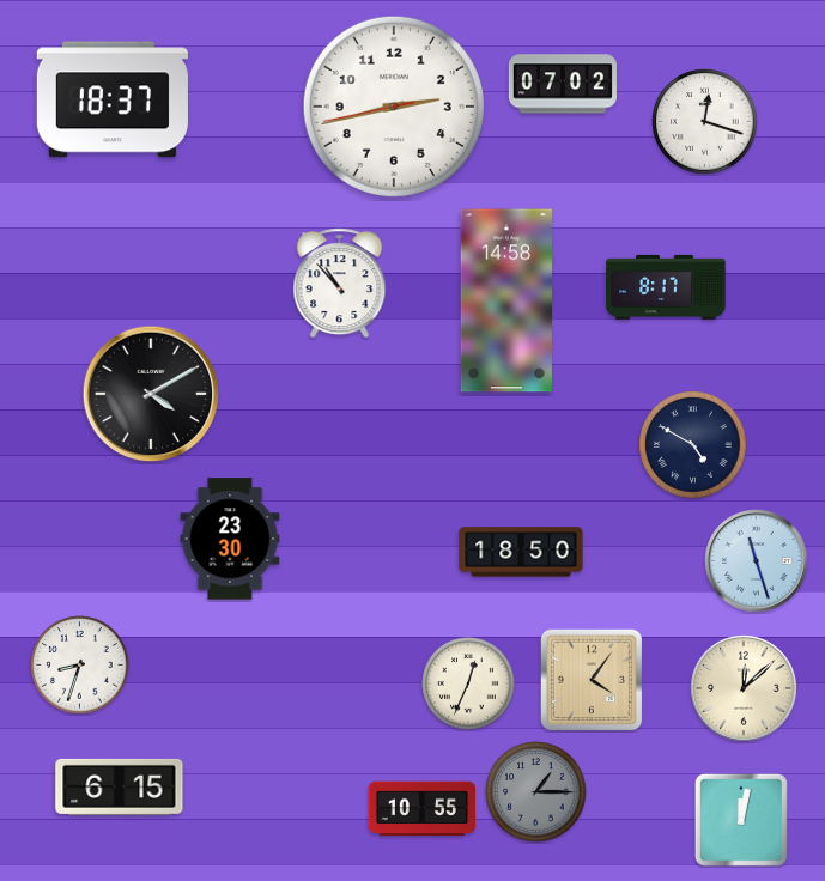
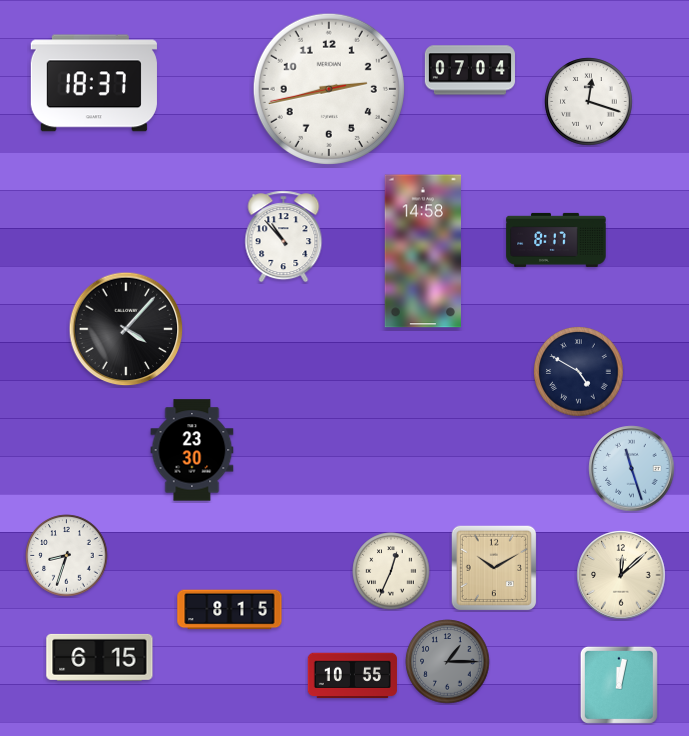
clock at (563, 84): 07:02 -> 07:04
clock at (151, 394): 4:10 -> 4:07
clock at (521, 552): 18:50 -> none
clock at (592, 680): 4:06 -> 10:10
clock at (230, 610): none -> 8:15
